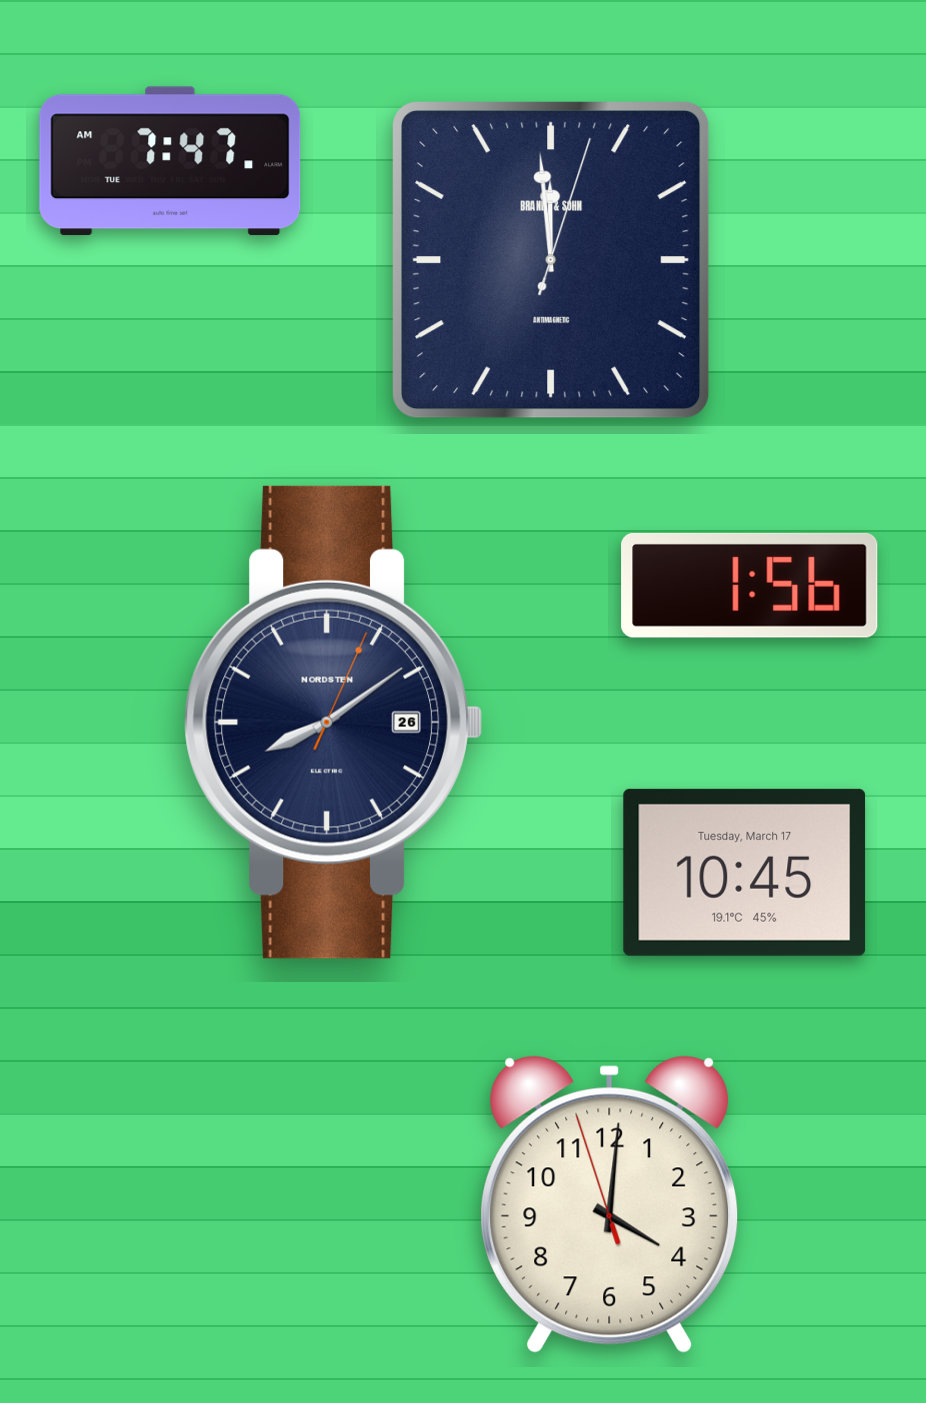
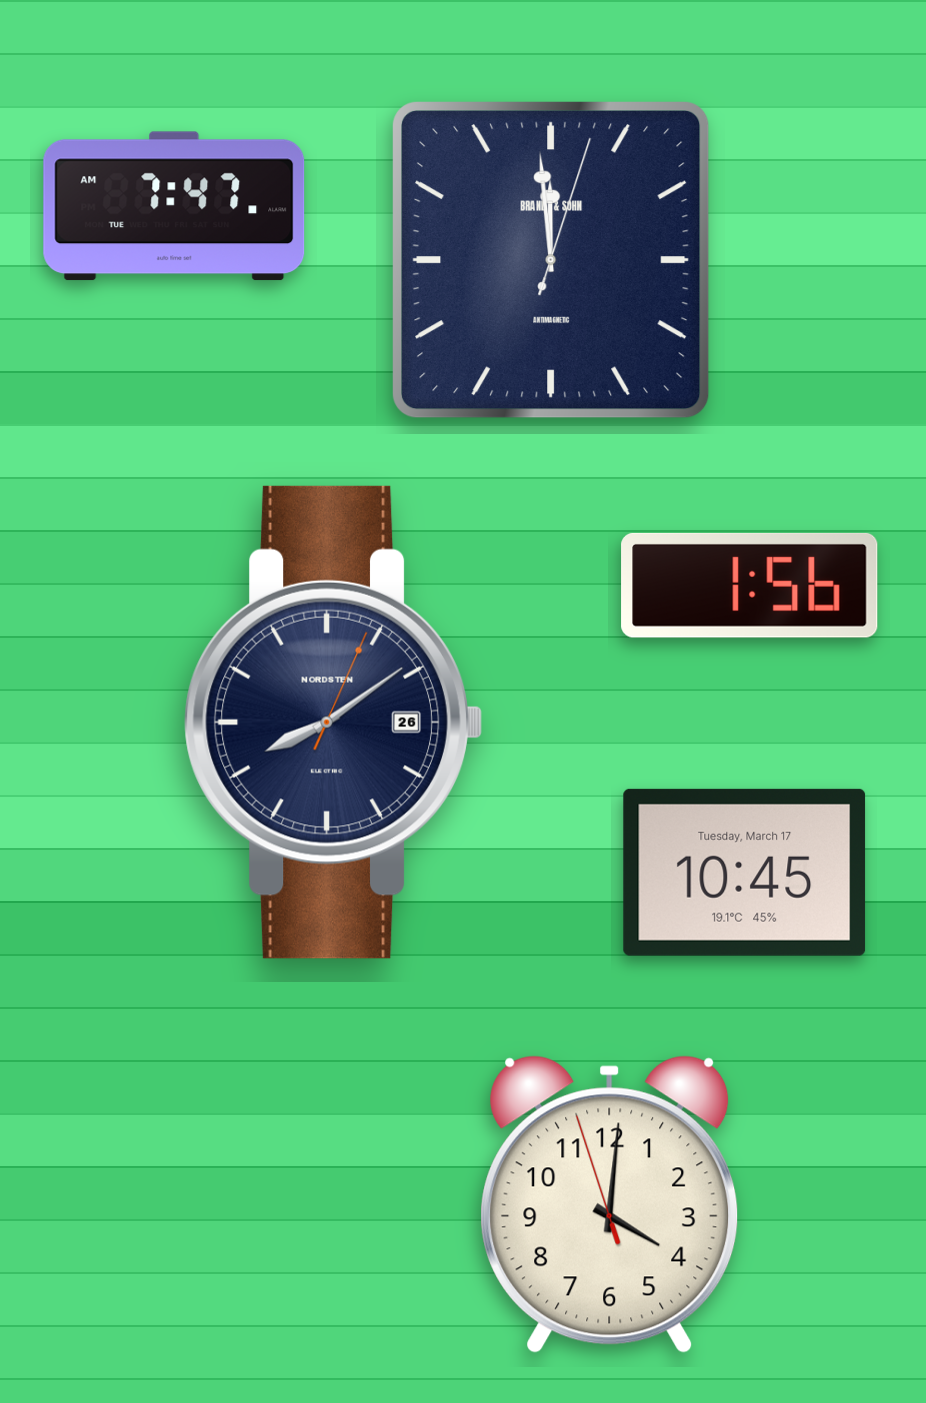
clock at (170, 161) position: (170, 161) -> (174, 206)
